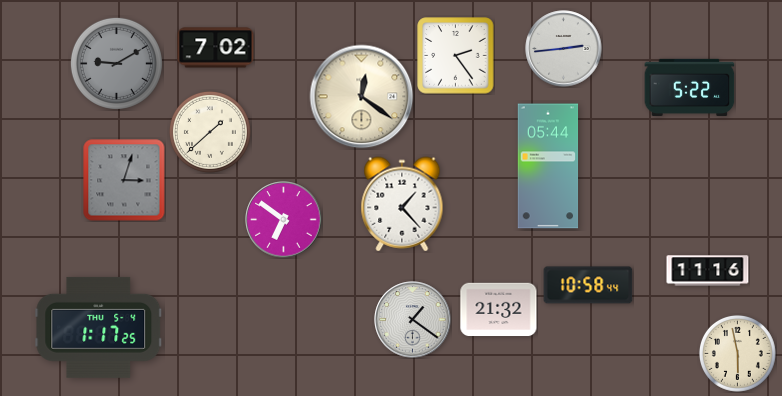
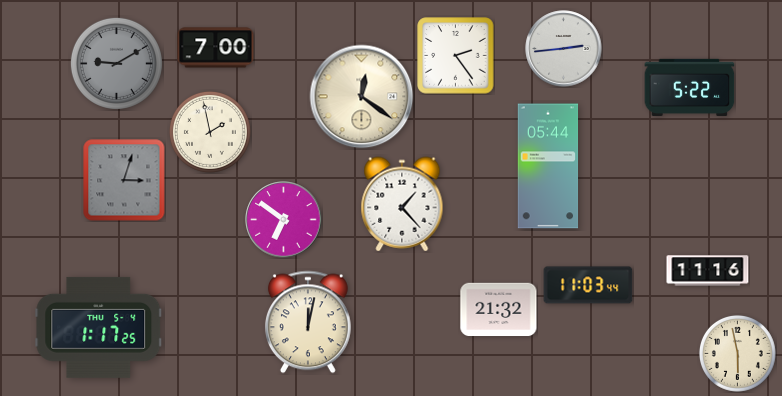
clock at (216, 48): 7:02 -> 7:00
clock at (210, 132): 1:38 -> 1:58
clock at (588, 285): 10:58 -> 11:03
clock at (413, 320): 1:21 -> none
clock at (308, 322): none -> 12:02
